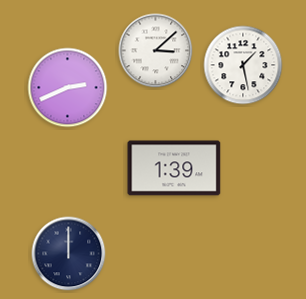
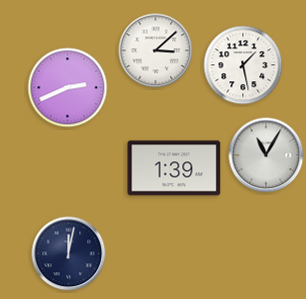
clock at (266, 155): none -> 11:05
clock at (69, 254): 12:00 -> 12:02
